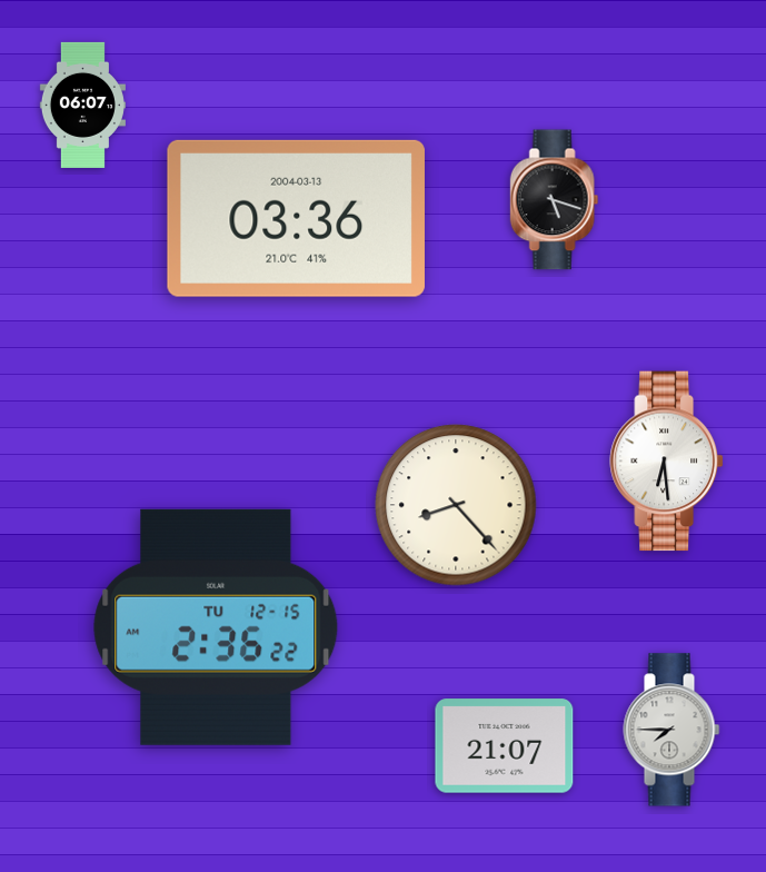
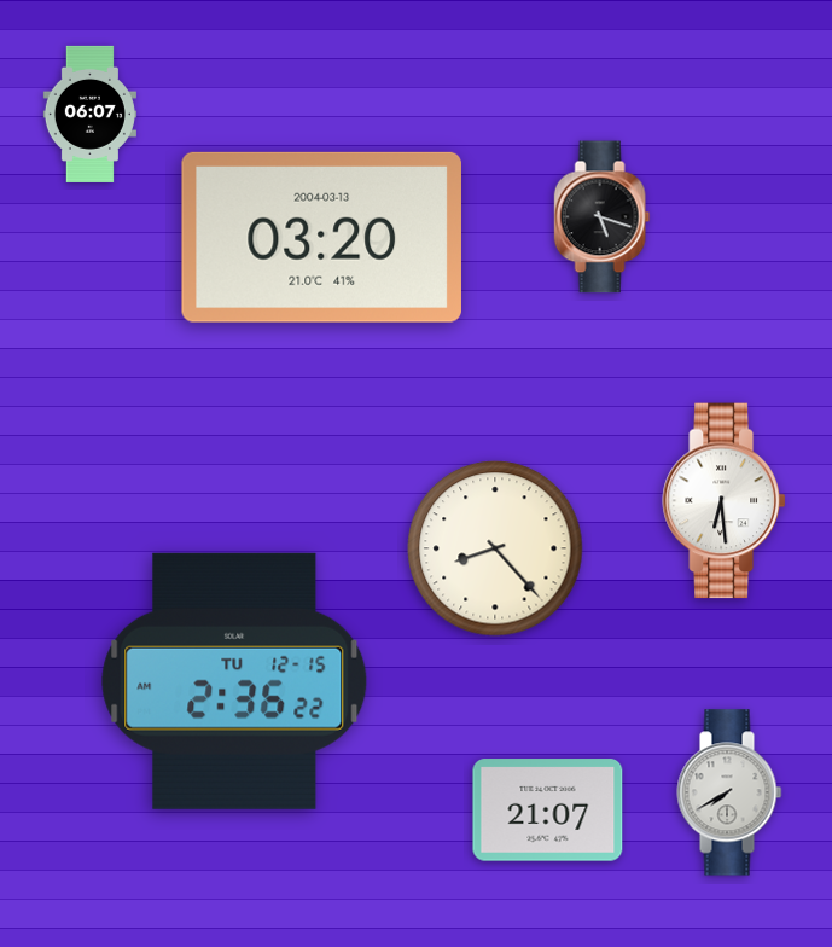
clock at (296, 218): 03:36 -> 03:20
clock at (672, 730): 7:45 -> 7:40
